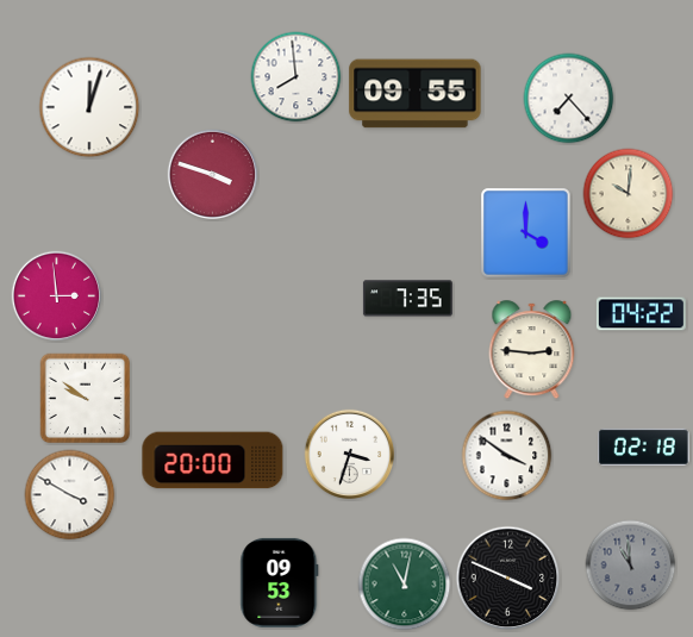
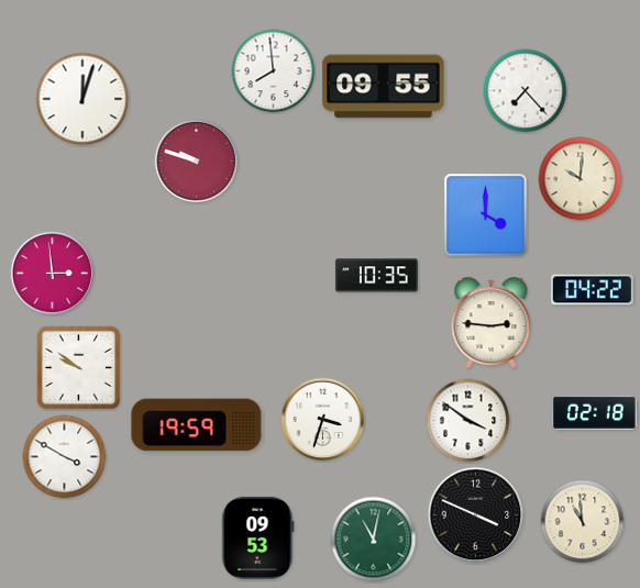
clock at (213, 175): 3:48 -> 9:48
clock at (407, 299): 7:35 -> 10:35
clock at (213, 461): 20:00 -> 19:59
clock at (631, 566) dial: grey -> cream
clock at (508, 579) position: (508, 579) -> (476, 515)
